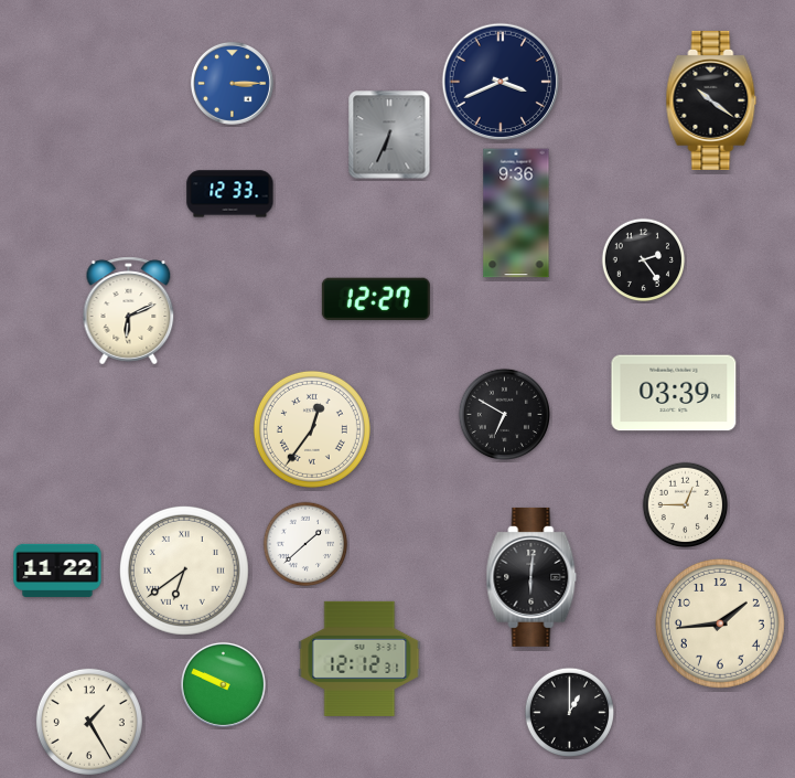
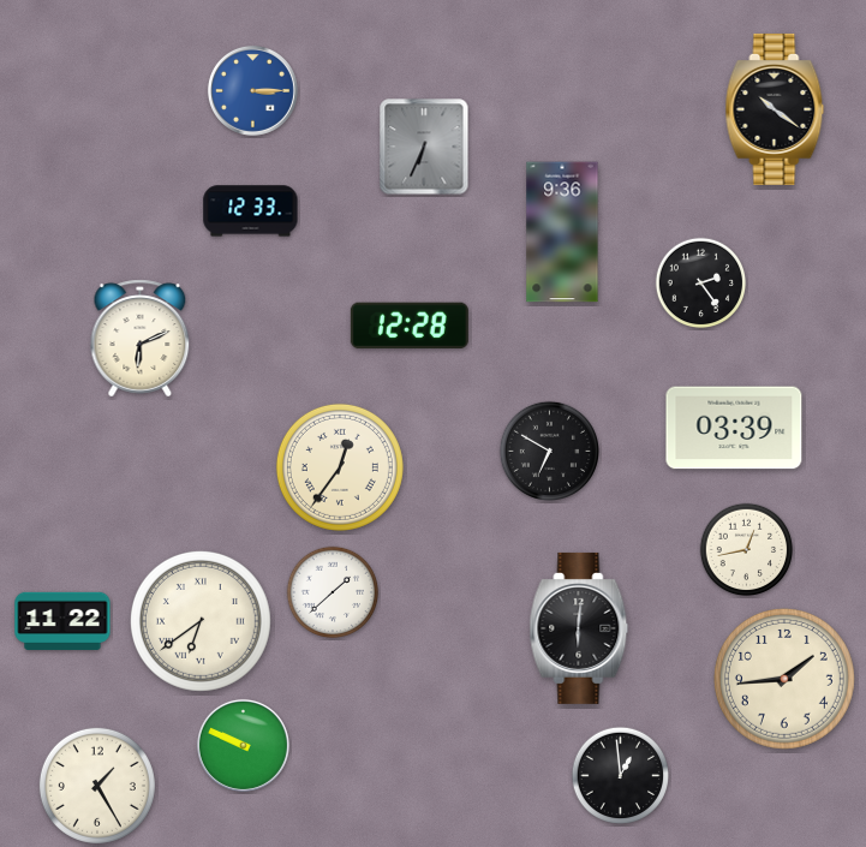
clock at (501, 82): 3:41 -> none
clock at (376, 299): 12:27 -> 12:28
clock at (686, 505): 12:45 -> 12:43
clock at (359, 659): 12:12 -> none
clock at (569, 712): 1:00 -> 12:59
